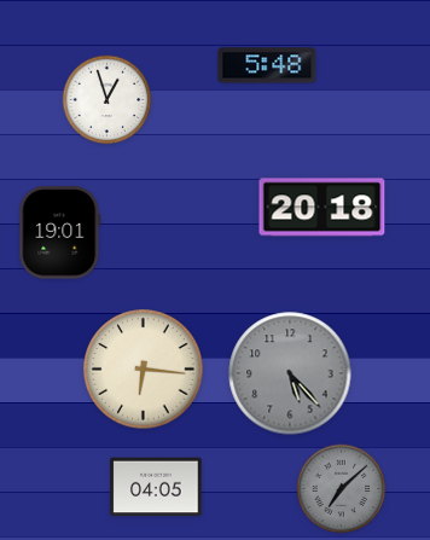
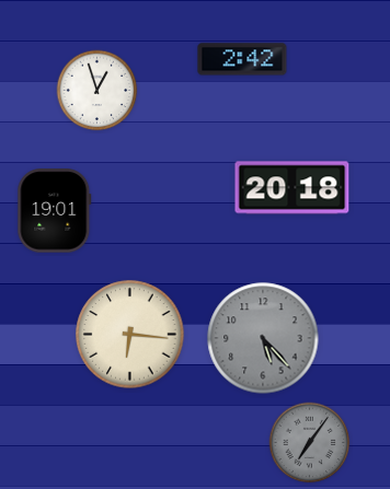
clock at (267, 65): 5:48 -> 2:42
clock at (156, 487): 04:05 -> none
clock at (342, 489): 7:08 -> 7:06
